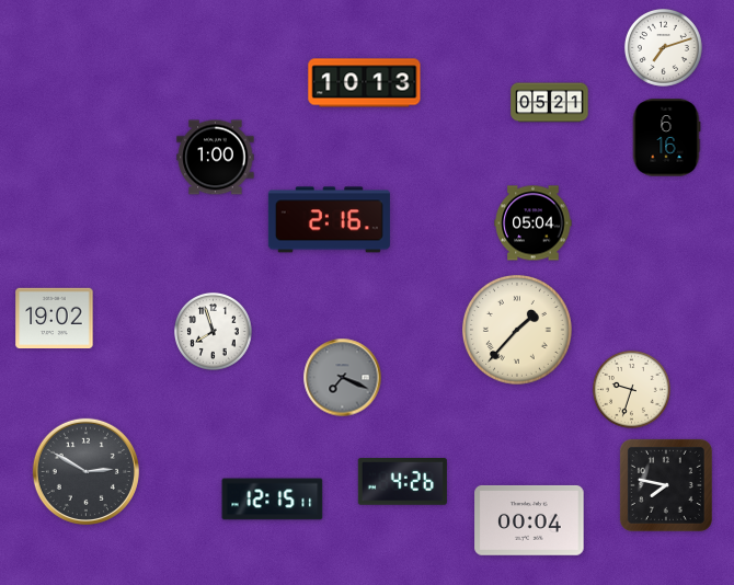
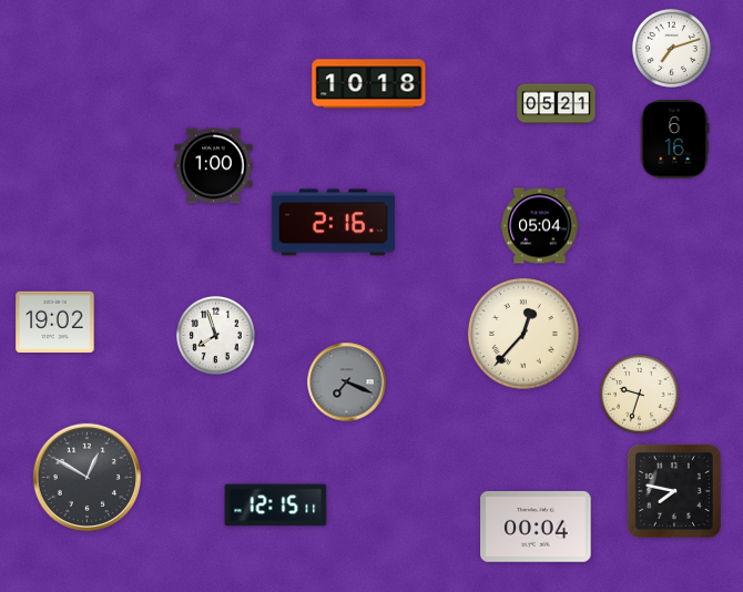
clock at (365, 83): 10:13 -> 10:18
clock at (216, 158) position: (216, 158) -> (214, 166)
clock at (518, 331): 1:37 -> 12:37
clock at (85, 471): 2:50 -> 12:50
clock at (402, 482): 4:26 -> none
